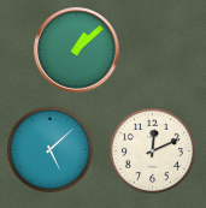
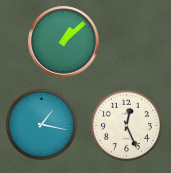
clock at (49, 149): 5:08 -> 1:17
clock at (152, 150): 12:11 -> 12:26
